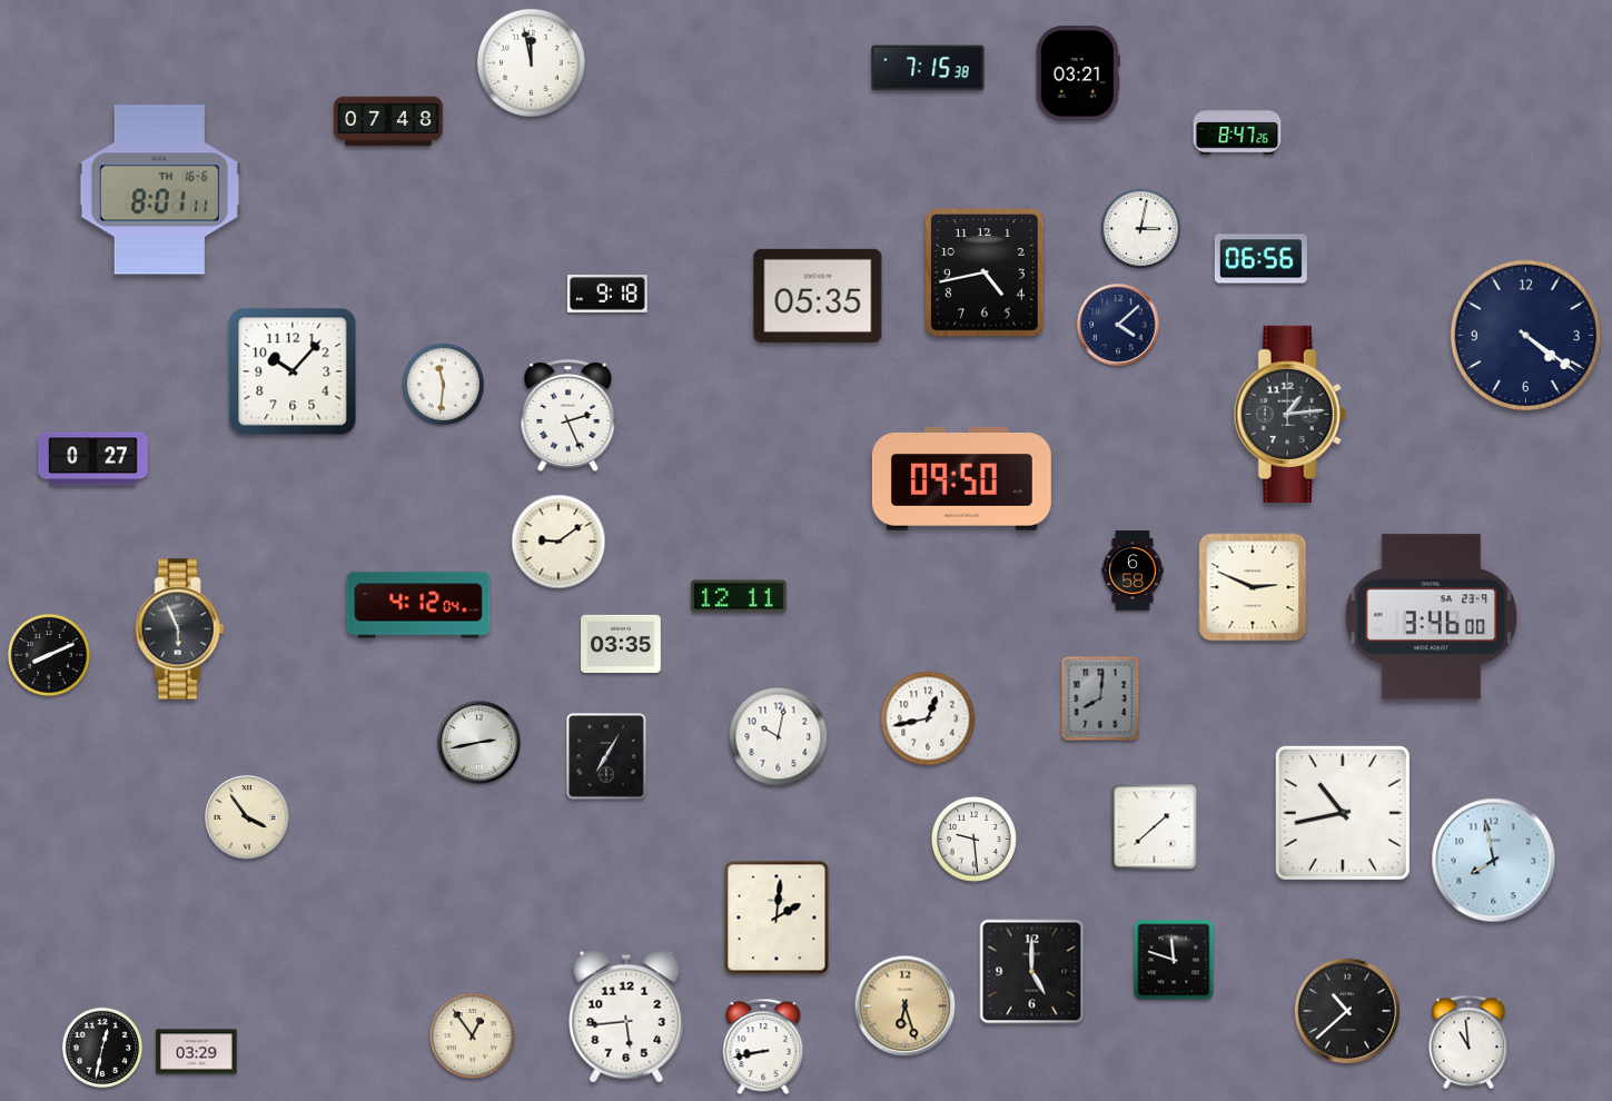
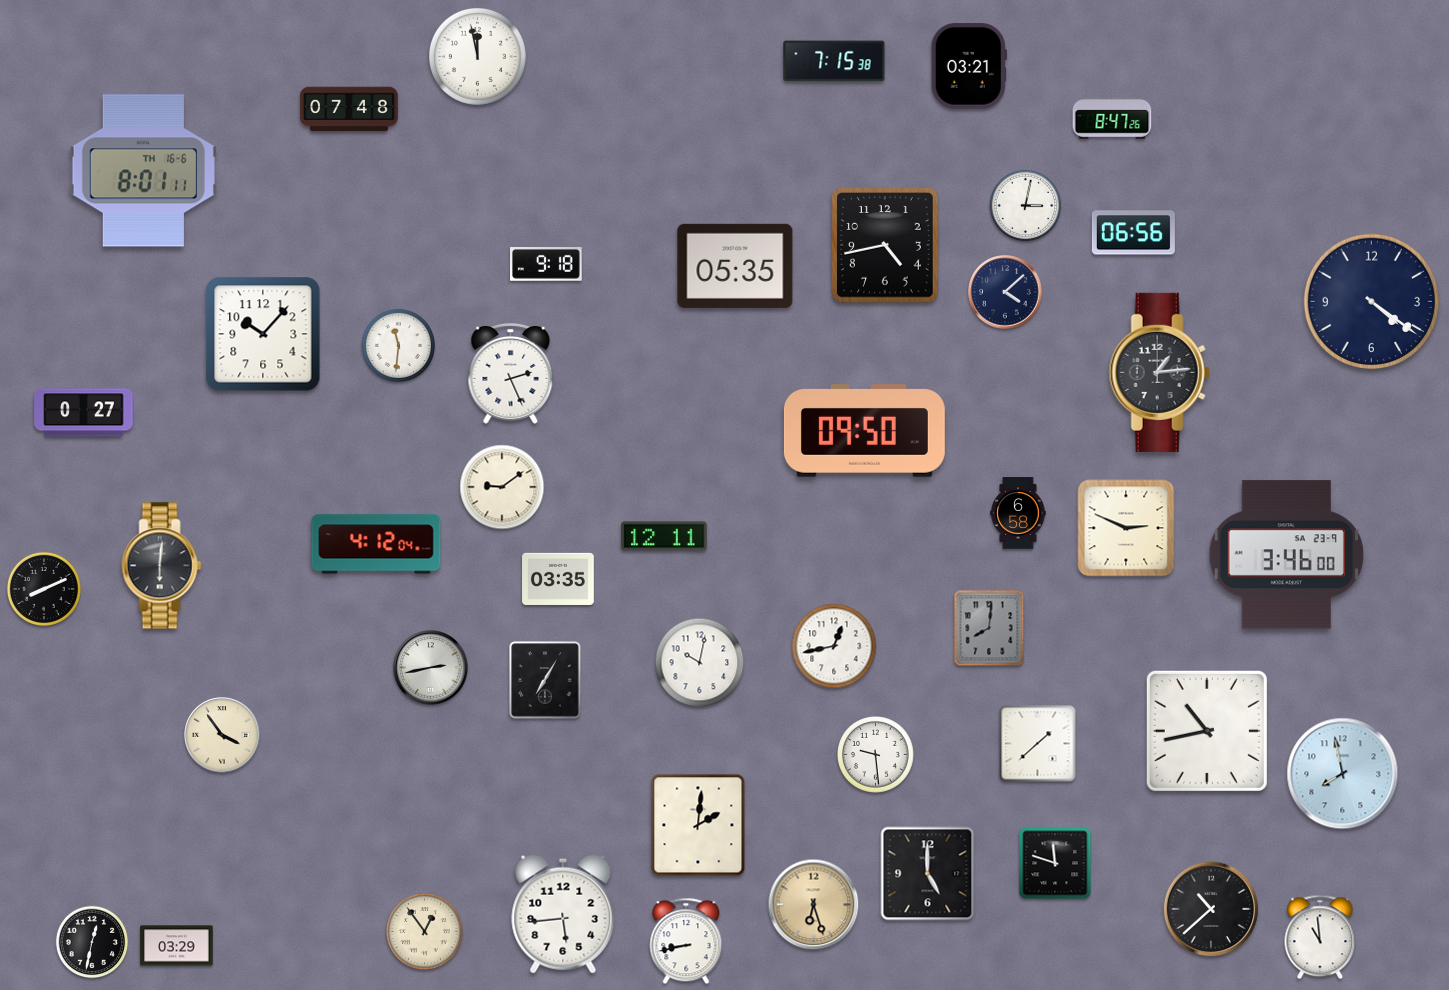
clock at (180, 629): 5:56 -> 6:01
